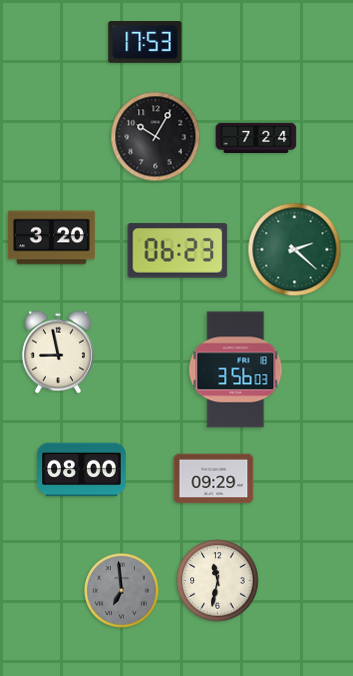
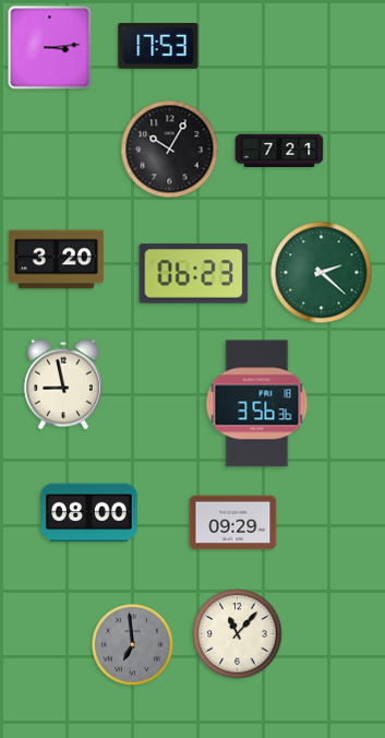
clock at (50, 48): none -> 3:14
clock at (256, 137): 7:24 -> 7:21
clock at (236, 370): 3:56:03 -> 3:56:36
clock at (218, 581): 11:32 -> 11:07
